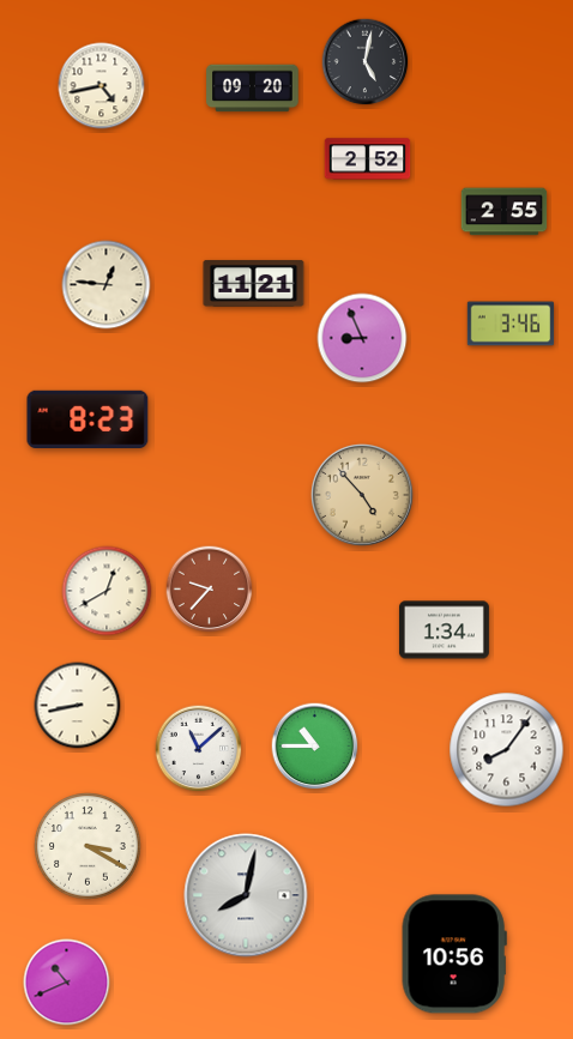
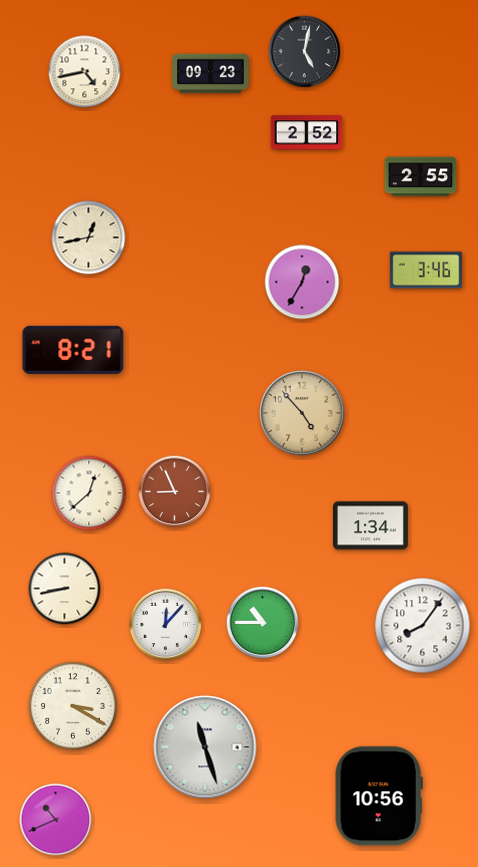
clock at (253, 89): 09:20 -> 09:23
clock at (254, 283): 11:21 -> none
clock at (107, 285): 12:46 -> 12:43
clock at (362, 338): 8:56 -> 12:35
clock at (88, 418): 8:23 -> 8:21
clock at (210, 590): 9:37 -> 8:56
clock at (107, 591): 12:40 -> 12:38
clock at (199, 749): 11:08 -> 12:07
clock at (246, 895): 8:02 -> 11:27
